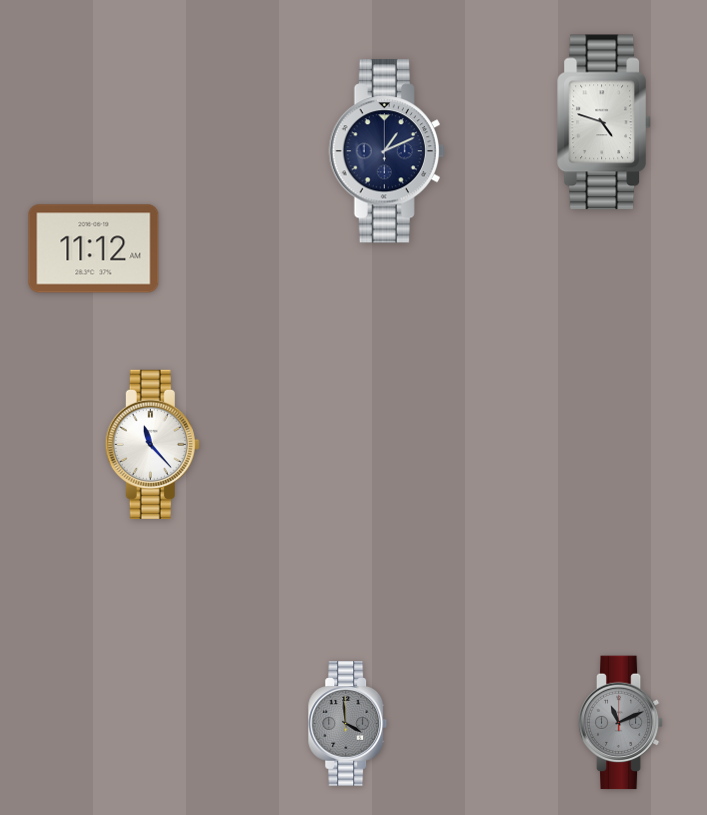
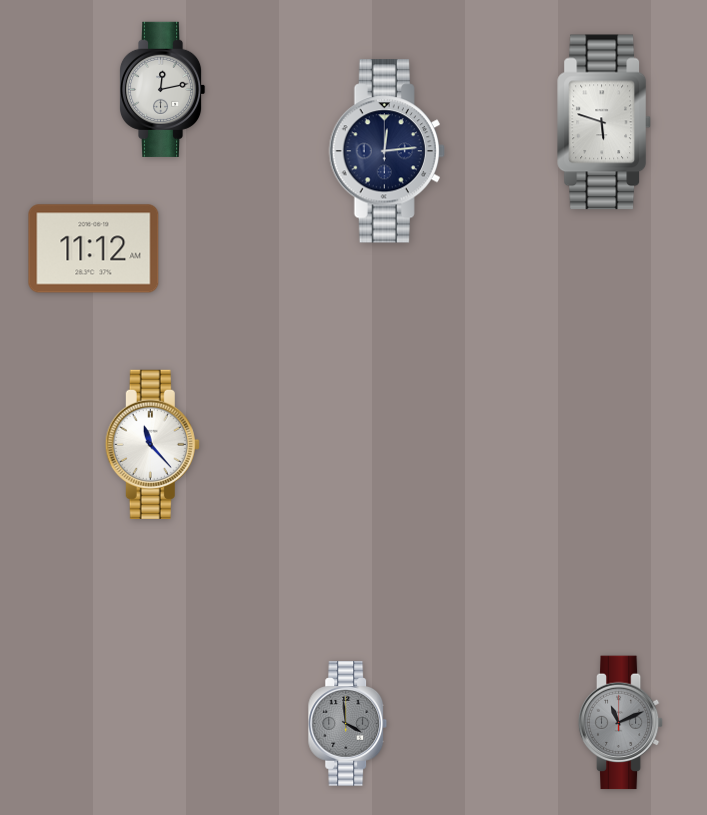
clock at (162, 89): none -> 12:13
clock at (604, 122): 4:48 -> 5:48
clock at (387, 151): 1:11 -> 12:14
